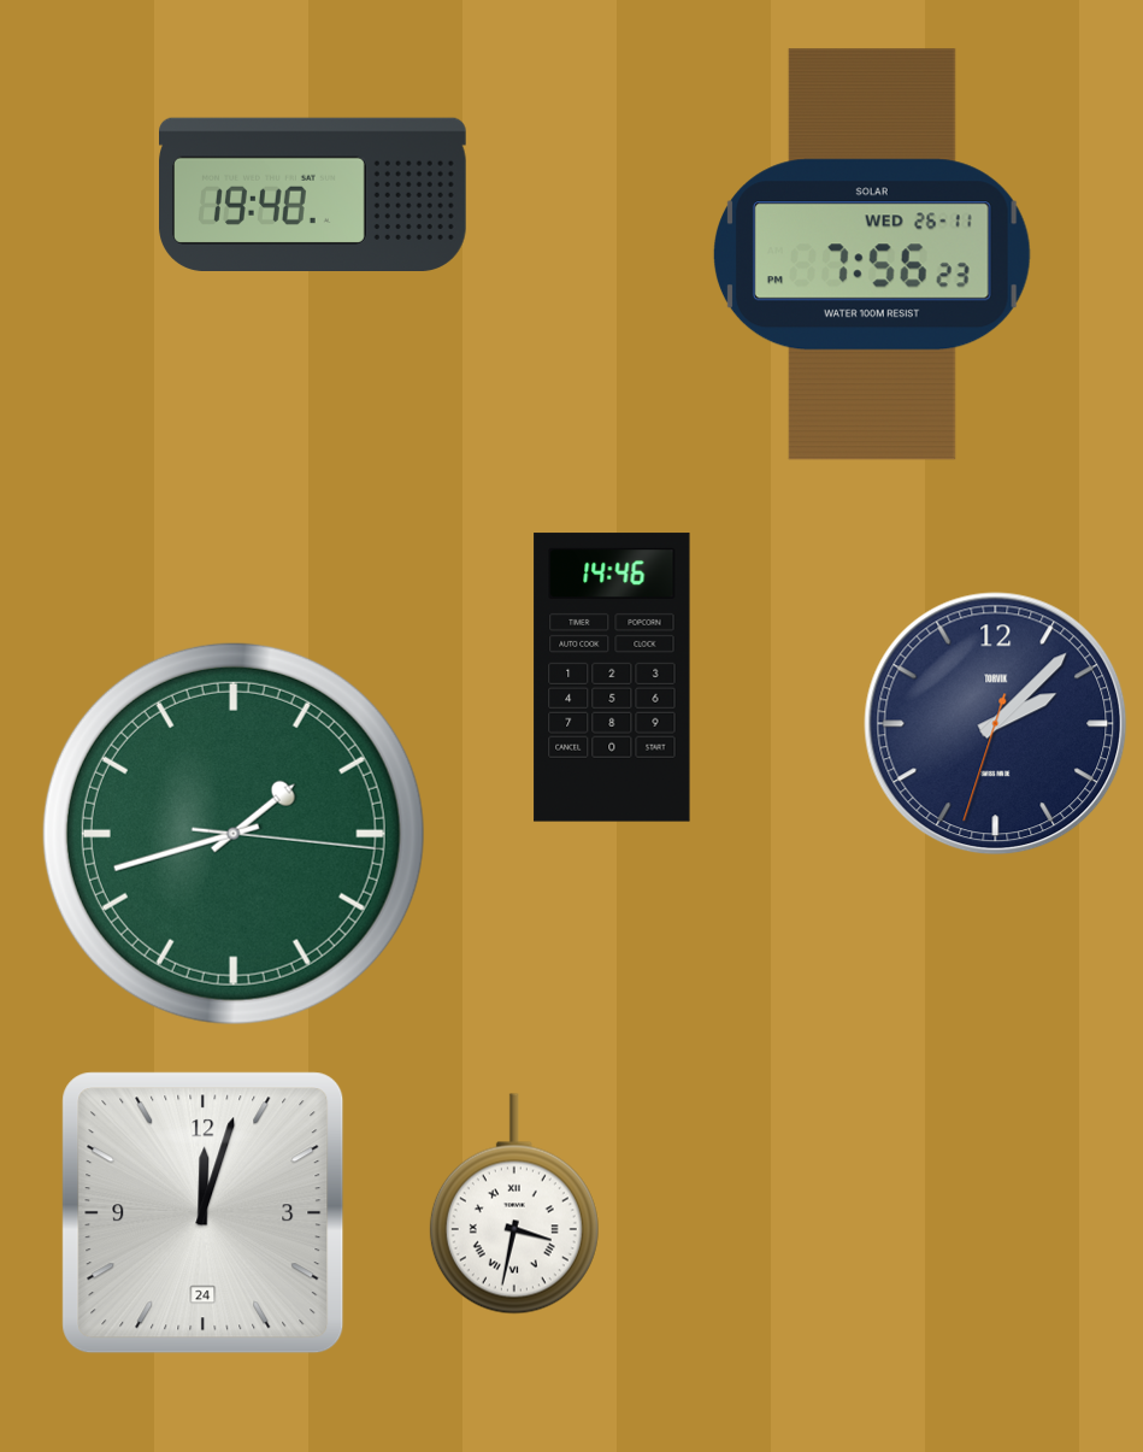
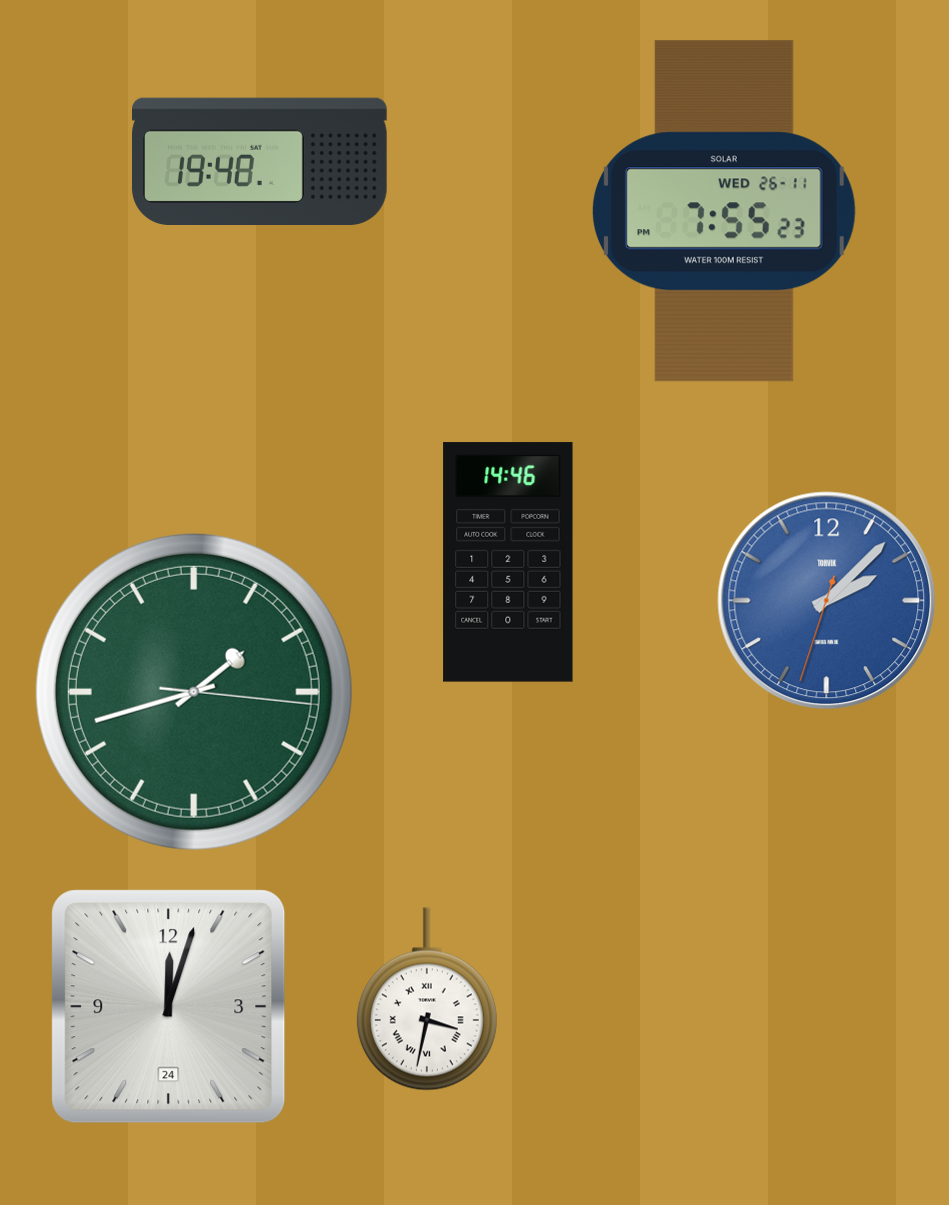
clock at (872, 254): 7:56 -> 7:55
clock at (996, 724) dial: navy -> blue
